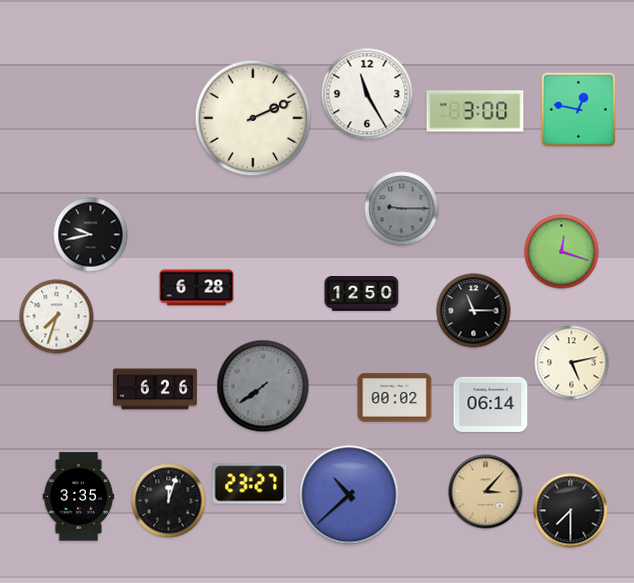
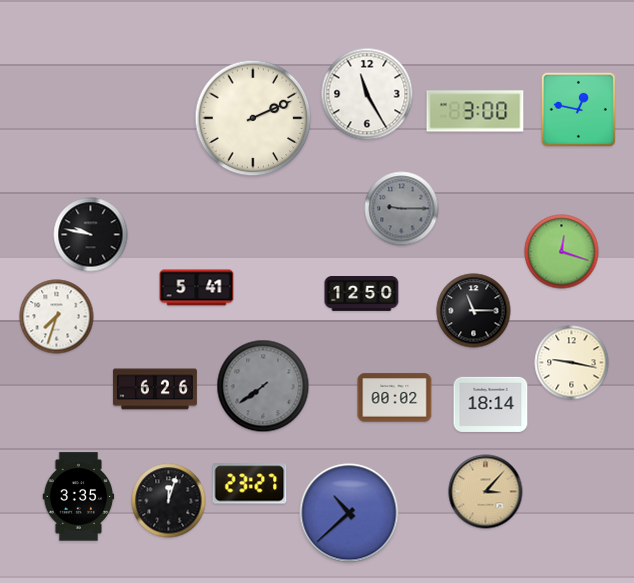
clock at (91, 235): 9:43 -> 9:47
clock at (197, 288): 6:28 -> 5:41
clock at (572, 363): 5:13 -> 9:17
clock at (491, 404): 06:14 -> 18:14
clock at (349, 495) position: (349, 495) -> (349, 513)
clock at (571, 511): 7:30 -> none
